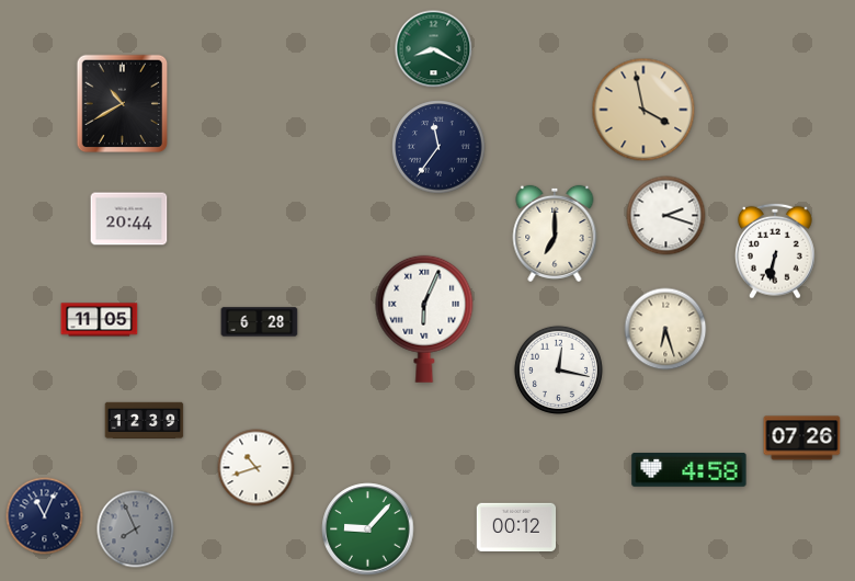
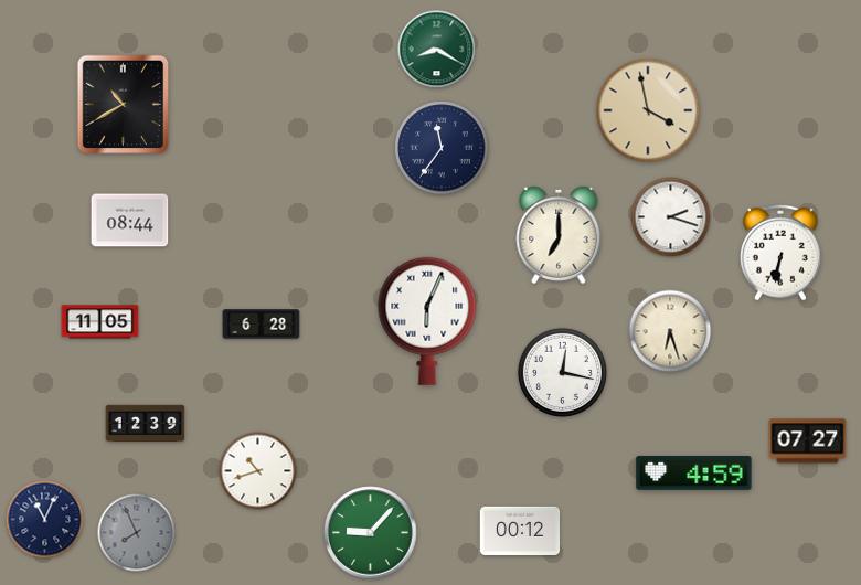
clock at (129, 219): 20:44 -> 08:44
clock at (802, 438): 07:26 -> 07:27
clock at (689, 470): 4:58 -> 4:59
